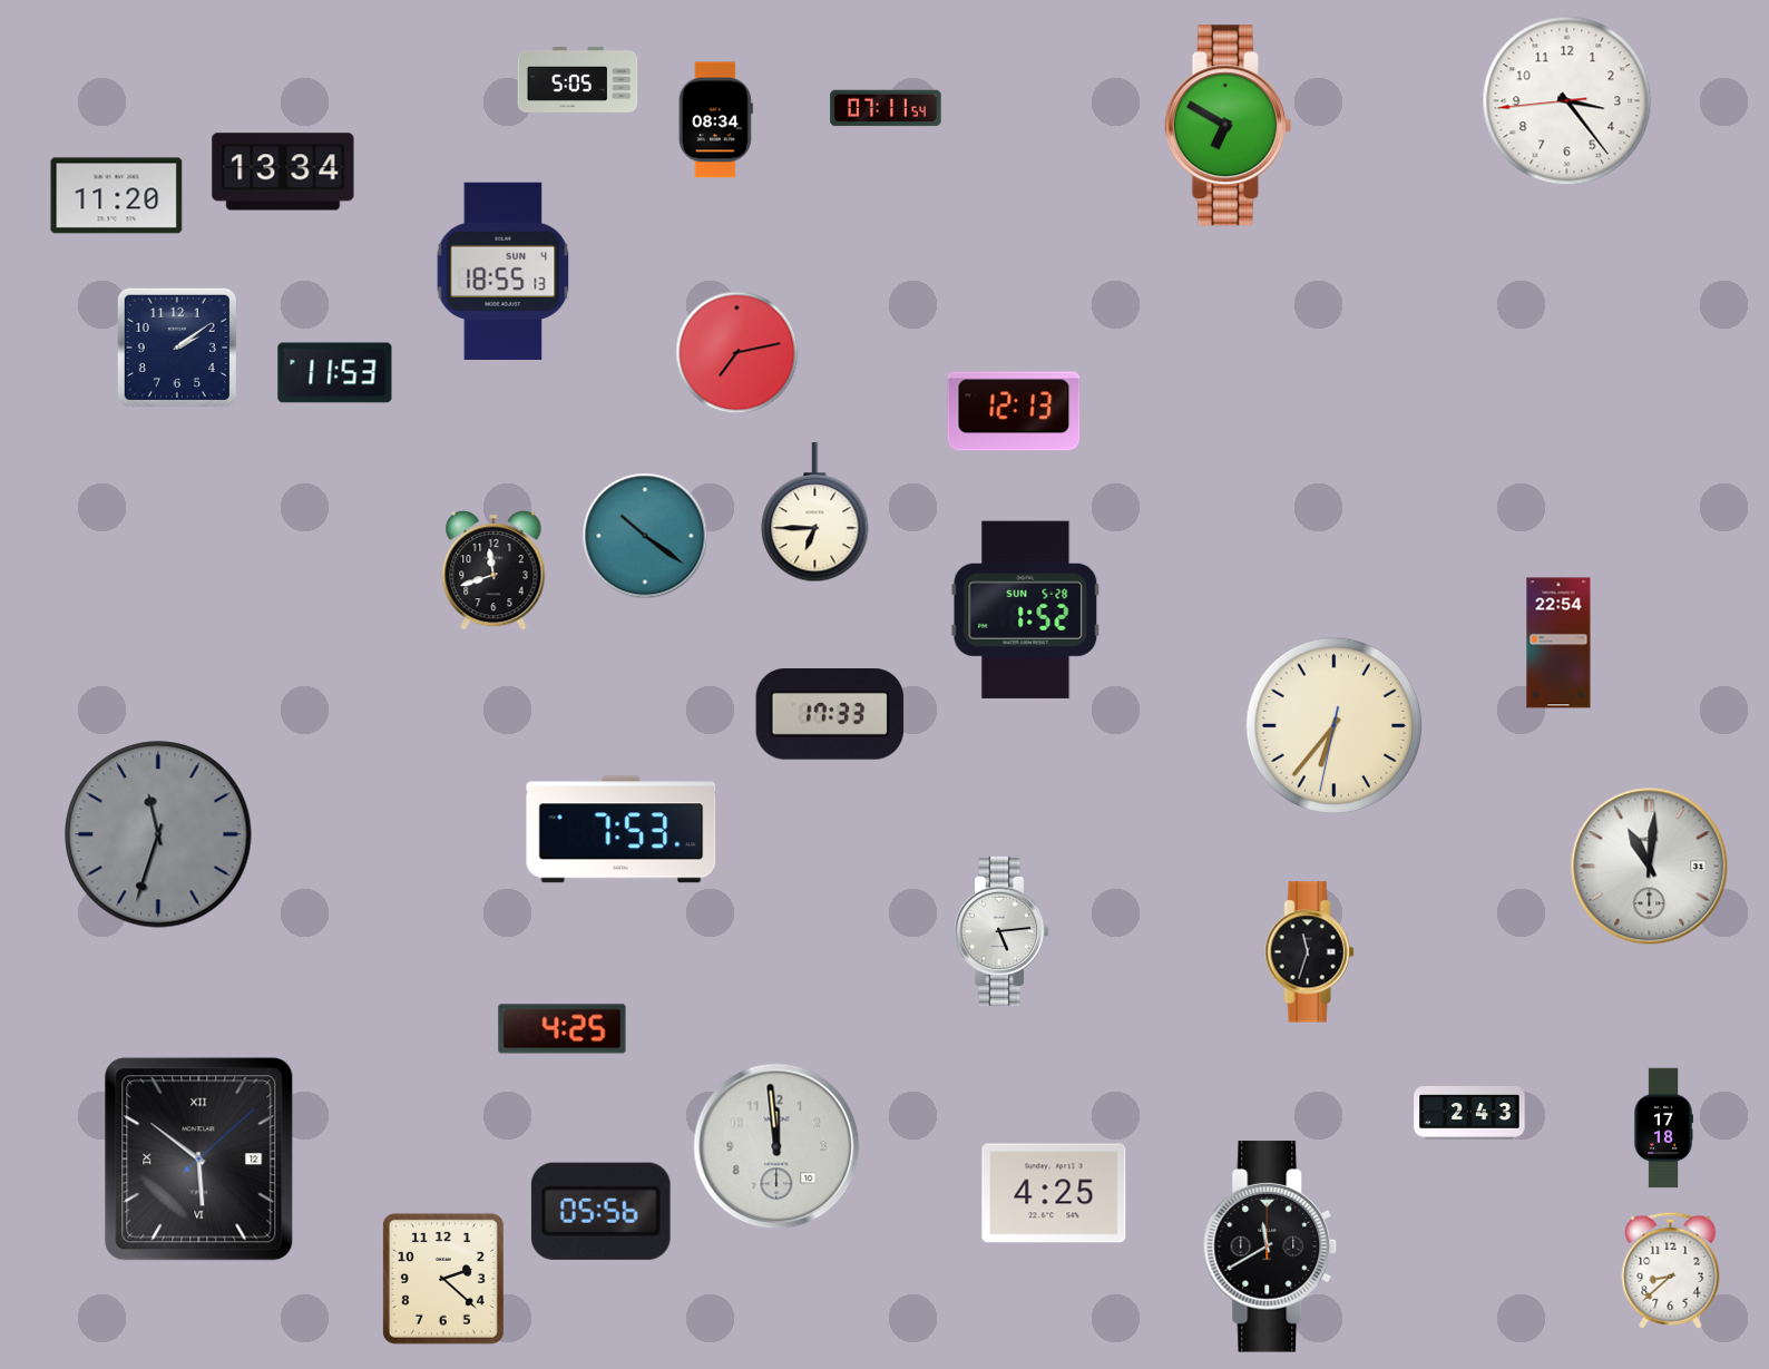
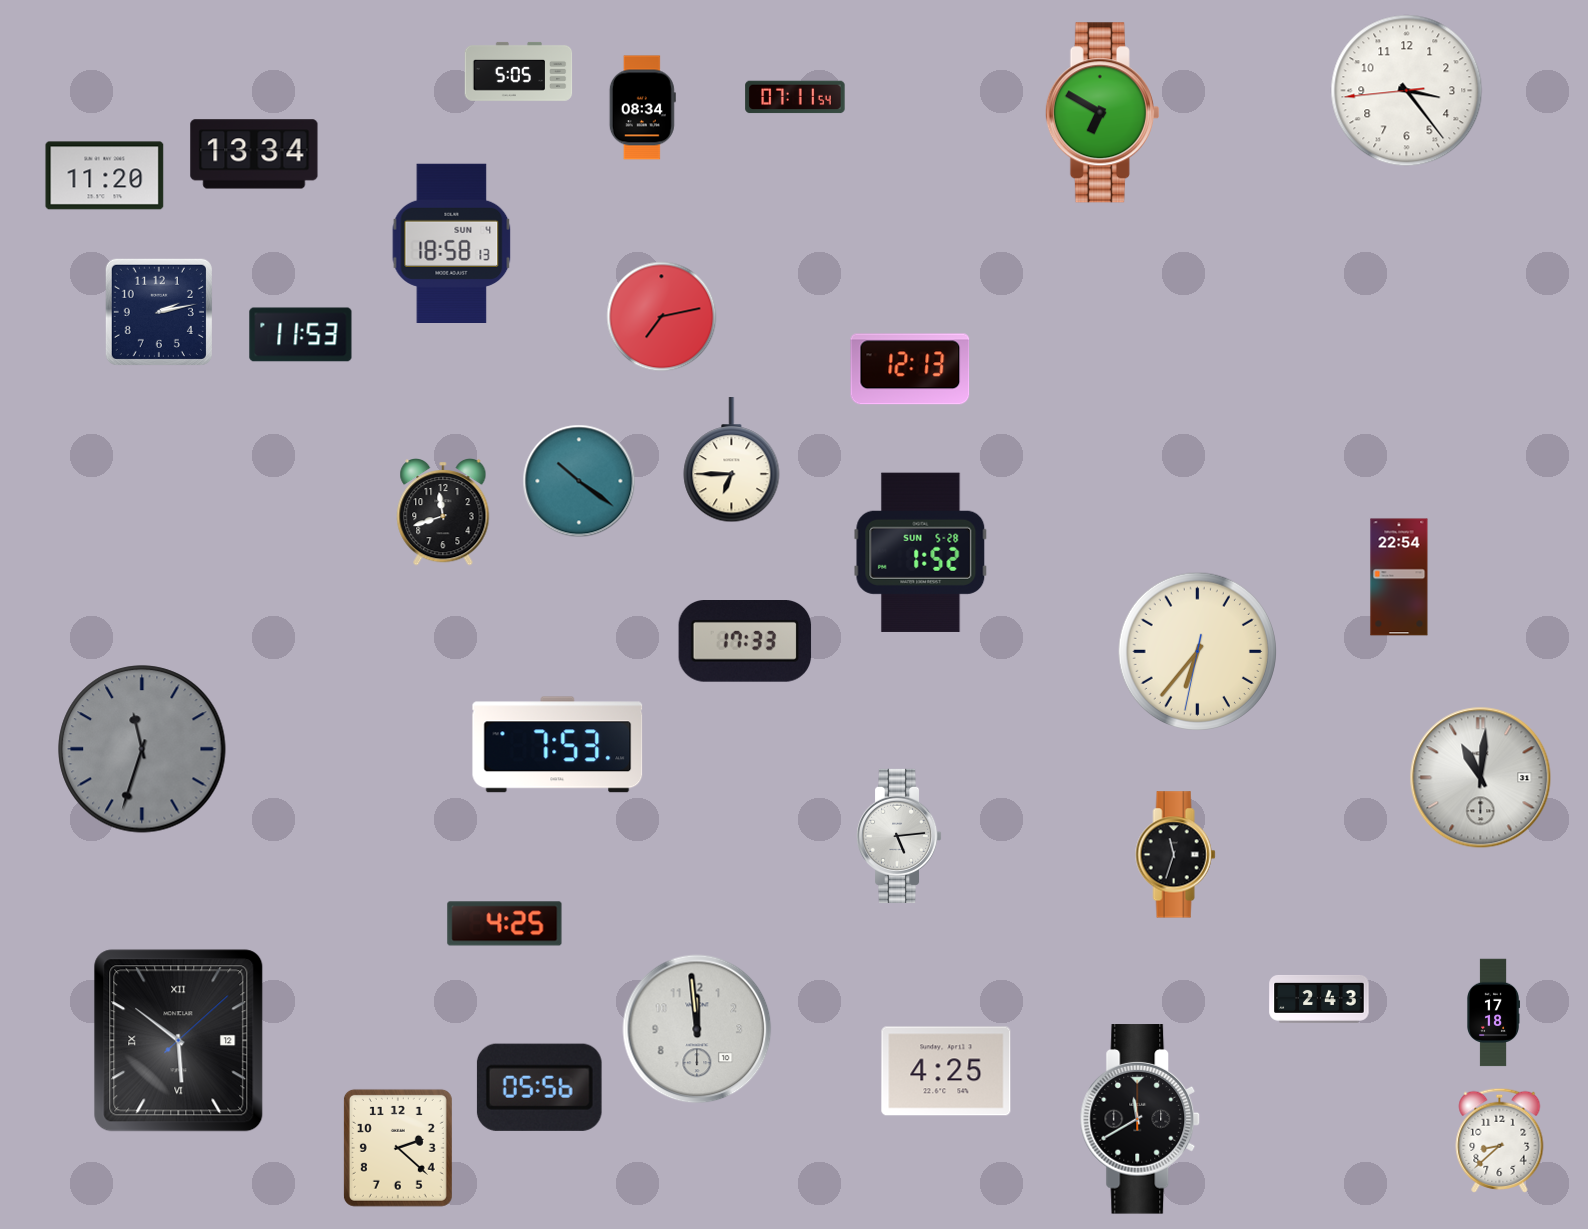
clock at (504, 271): 18:55 -> 18:58
clock at (177, 348): 2:09 -> 2:13
clock at (1026, 609) position: (1026, 609) -> (921, 552)
